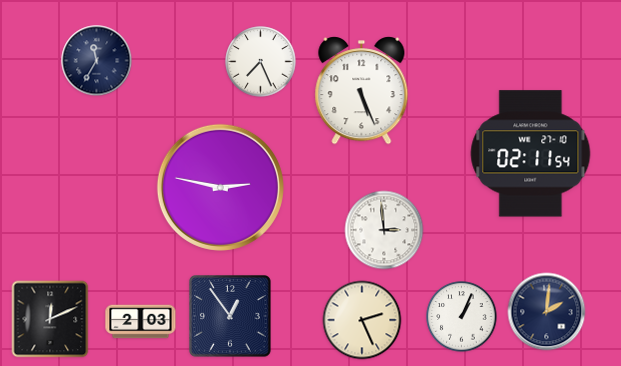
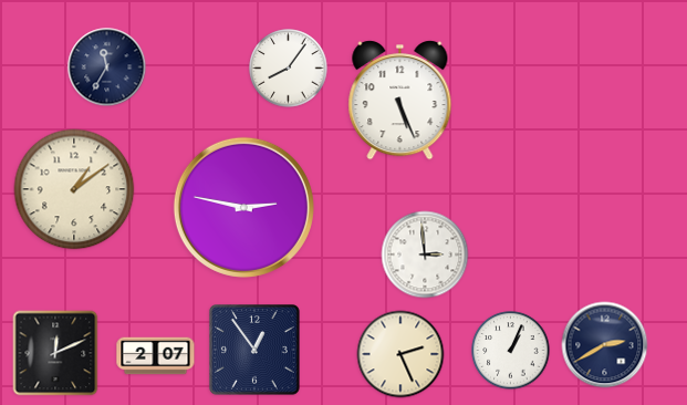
clock at (261, 62): 7:26 -> 8:06
clock at (531, 154): 02:11 -> none
clock at (74, 189): none -> 1:09
clock at (547, 312): 2:01 -> 2:40
clock at (141, 322): 2:03 -> 2:07
